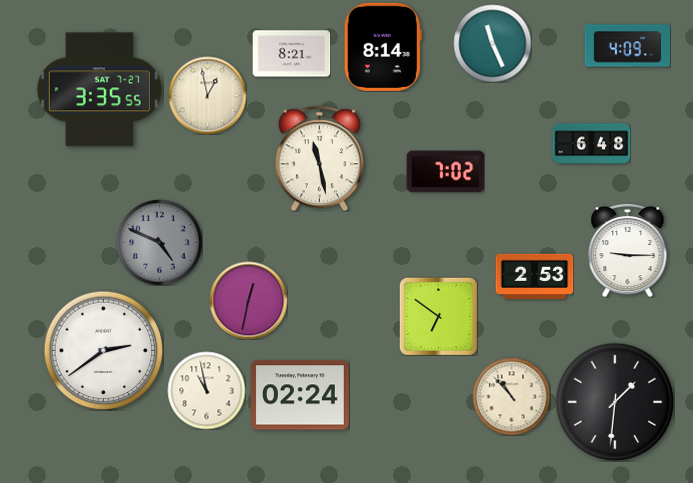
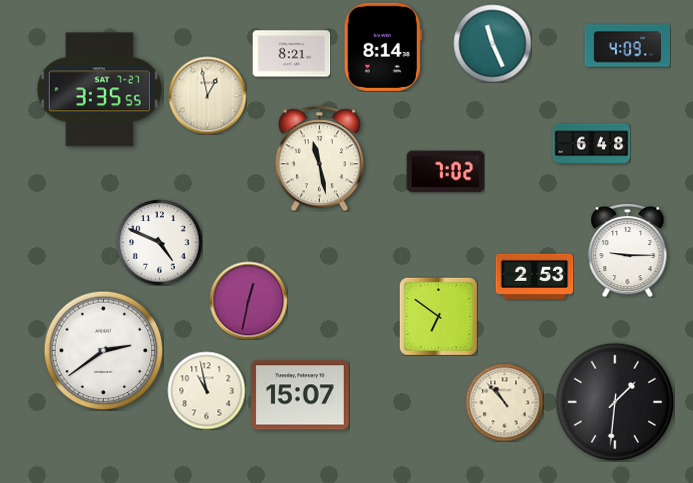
clock at (159, 242) dial: grey -> white
clock at (300, 395): 02:24 -> 15:07
clock at (511, 396) position: (511, 396) -> (504, 402)
